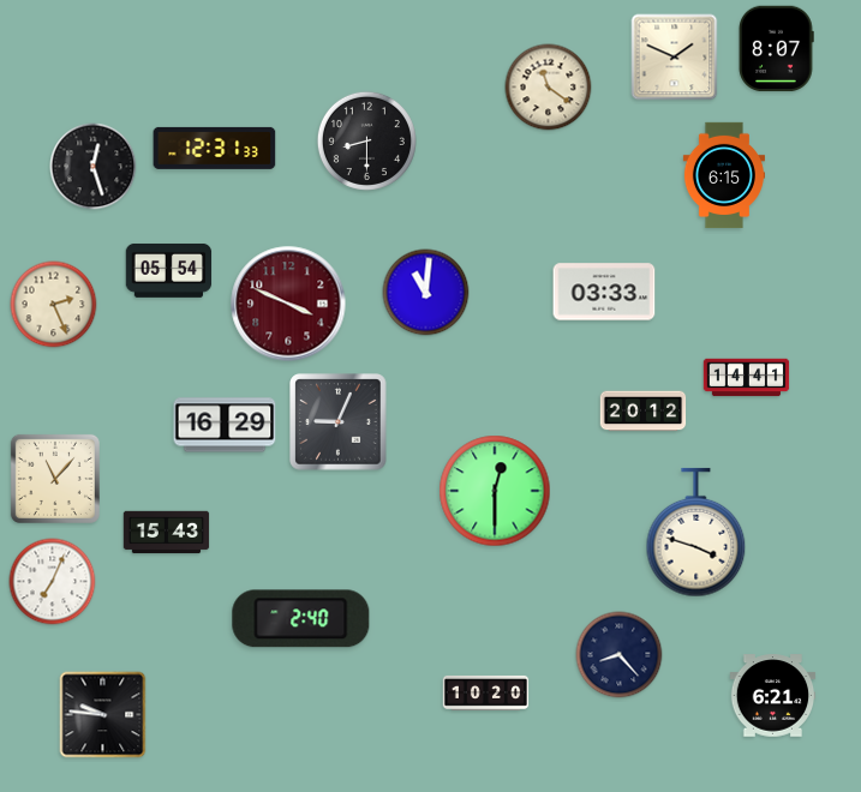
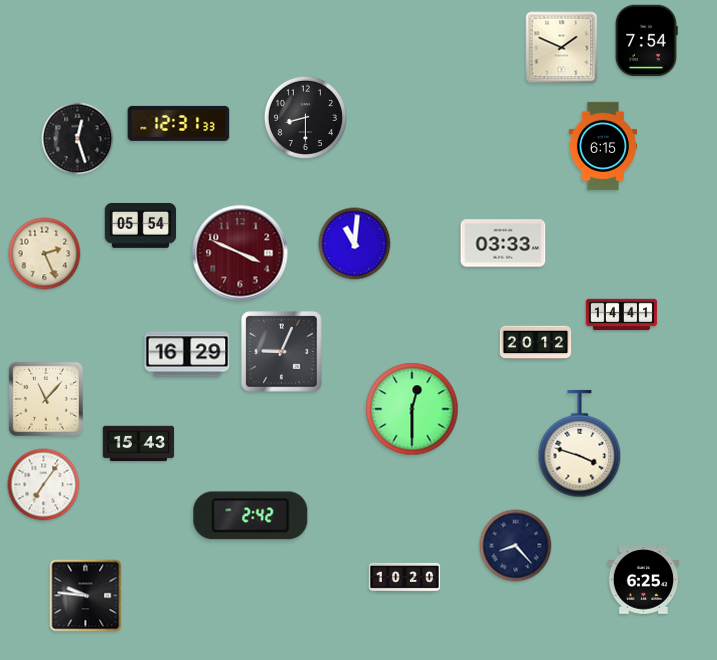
clock at (776, 49): 8:07 -> 7:54
clock at (549, 88): 11:21 -> none
clock at (53, 582): 7:04 -> 7:06
clock at (301, 619): 2:40 -> 2:42
clock at (773, 696): 6:21 -> 6:25
